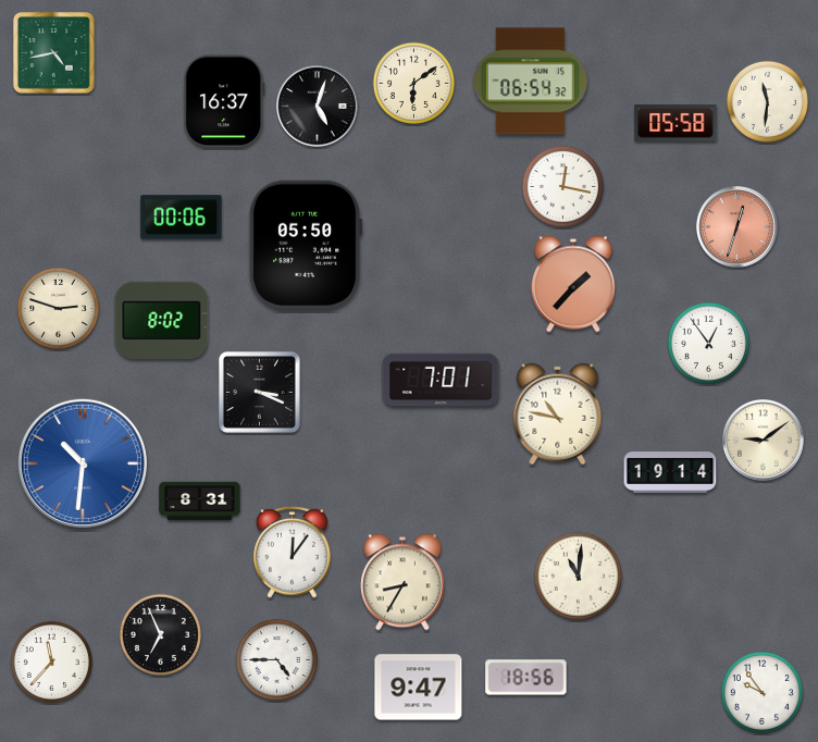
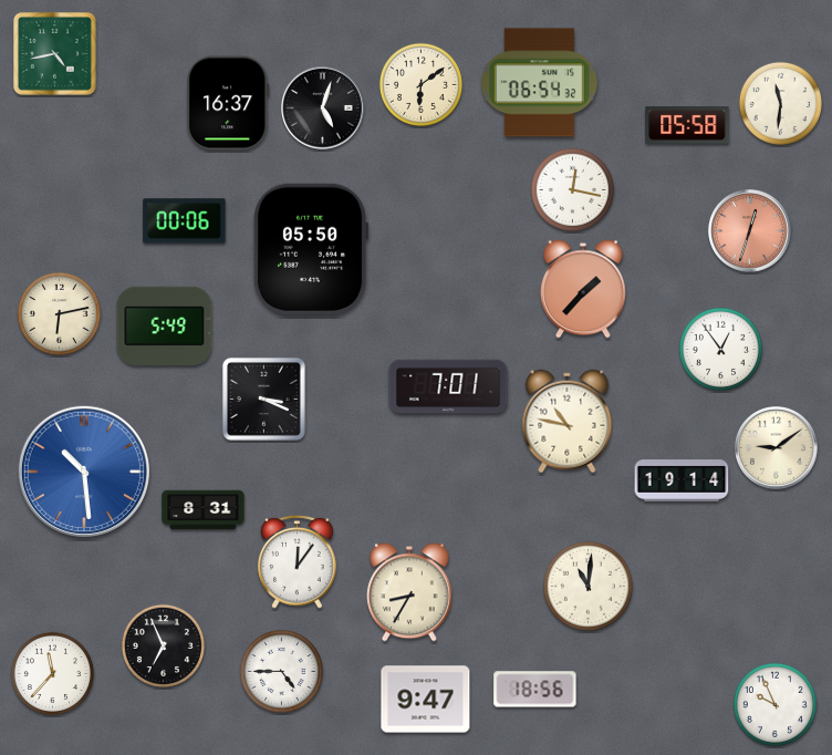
clock at (58, 308): 2:48 -> 6:13
clock at (162, 320): 8:02 -> 5:49
clock at (83, 463): 10:31 -> 10:29
clock at (761, 692): 9:54 -> 9:56
